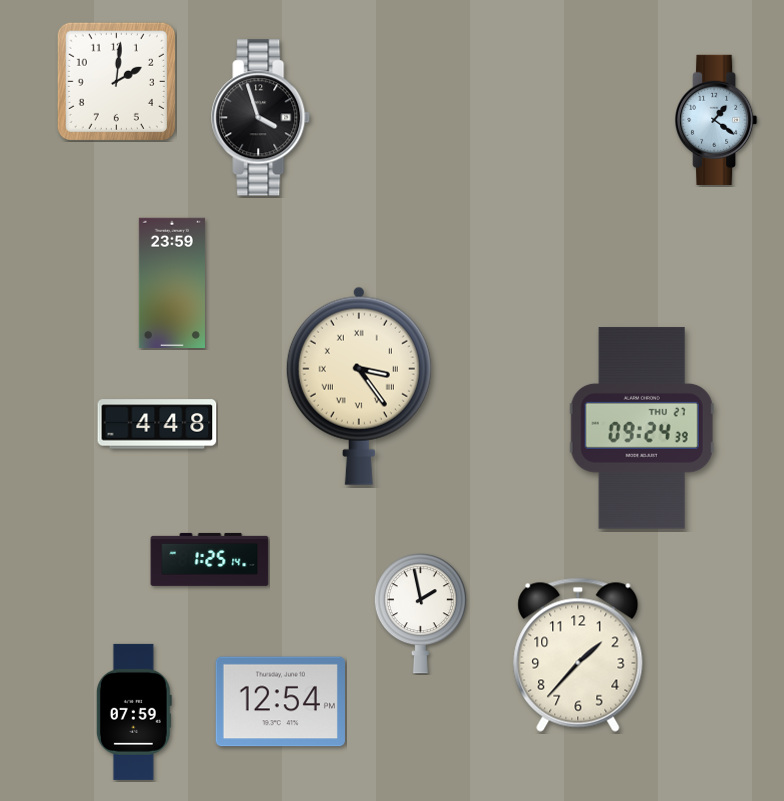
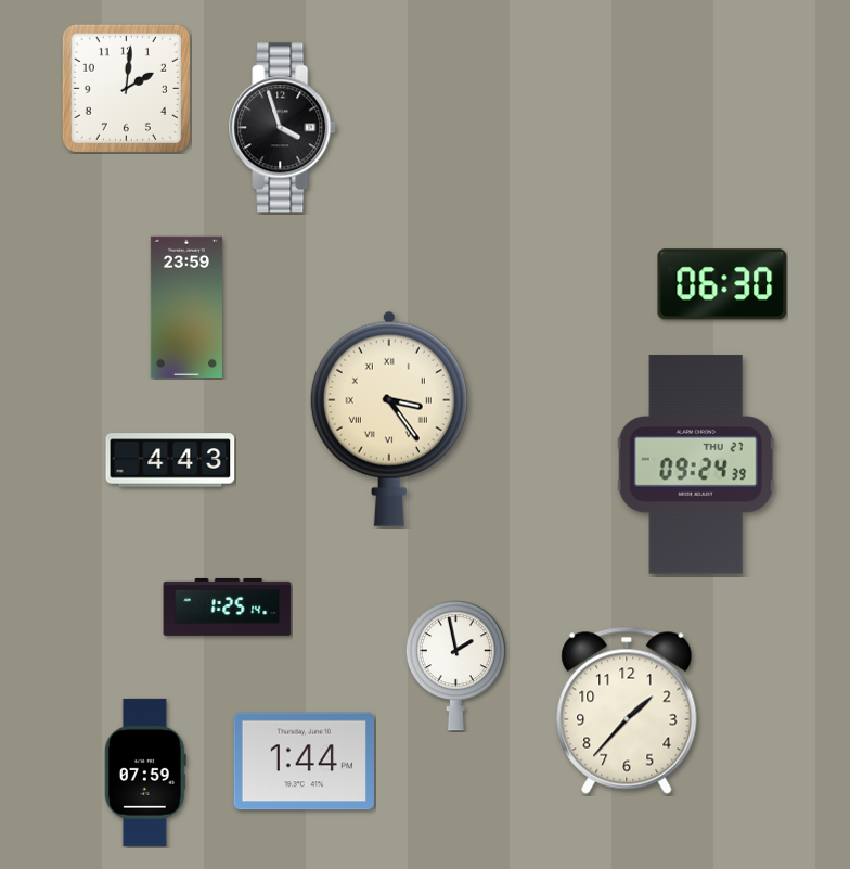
clock at (716, 120): 1:21 -> none
clock at (722, 284): none -> 06:30
clock at (157, 424): 4:48 -> 4:43
clock at (280, 702): 12:54 -> 1:44
